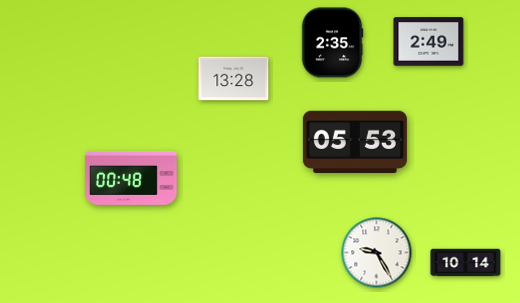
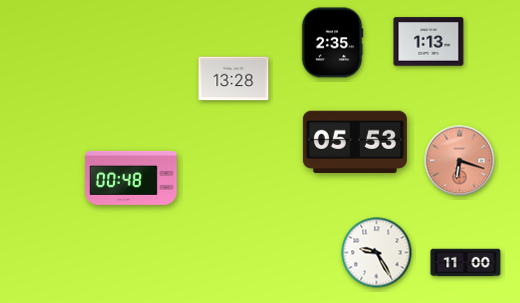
clock at (429, 42): 2:49 -> 1:13
clock at (460, 161): none -> 6:18
clock at (466, 263): 10:14 -> 11:00
